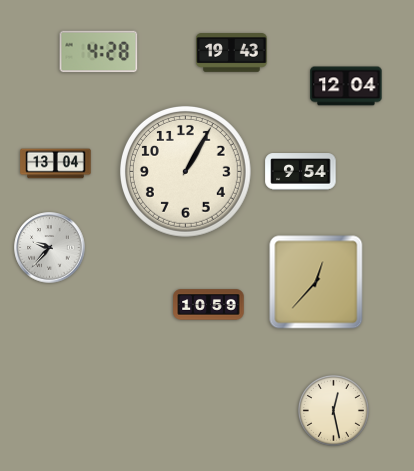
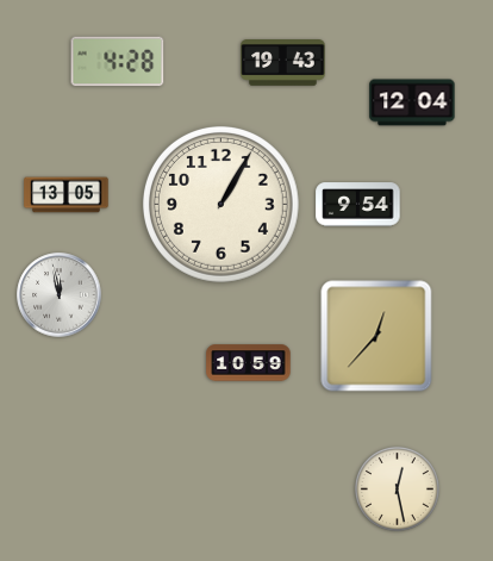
clock at (232, 53) position: (232, 53) -> (283, 63)
clock at (56, 164): 13:04 -> 13:05
clock at (50, 248): 9:37 -> 11:58
